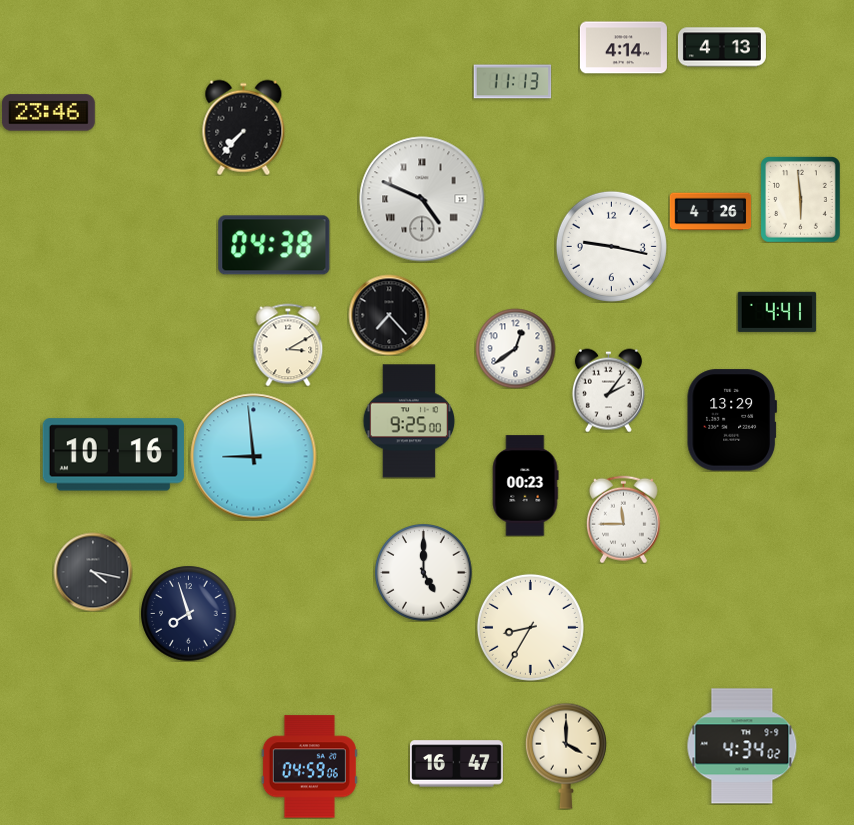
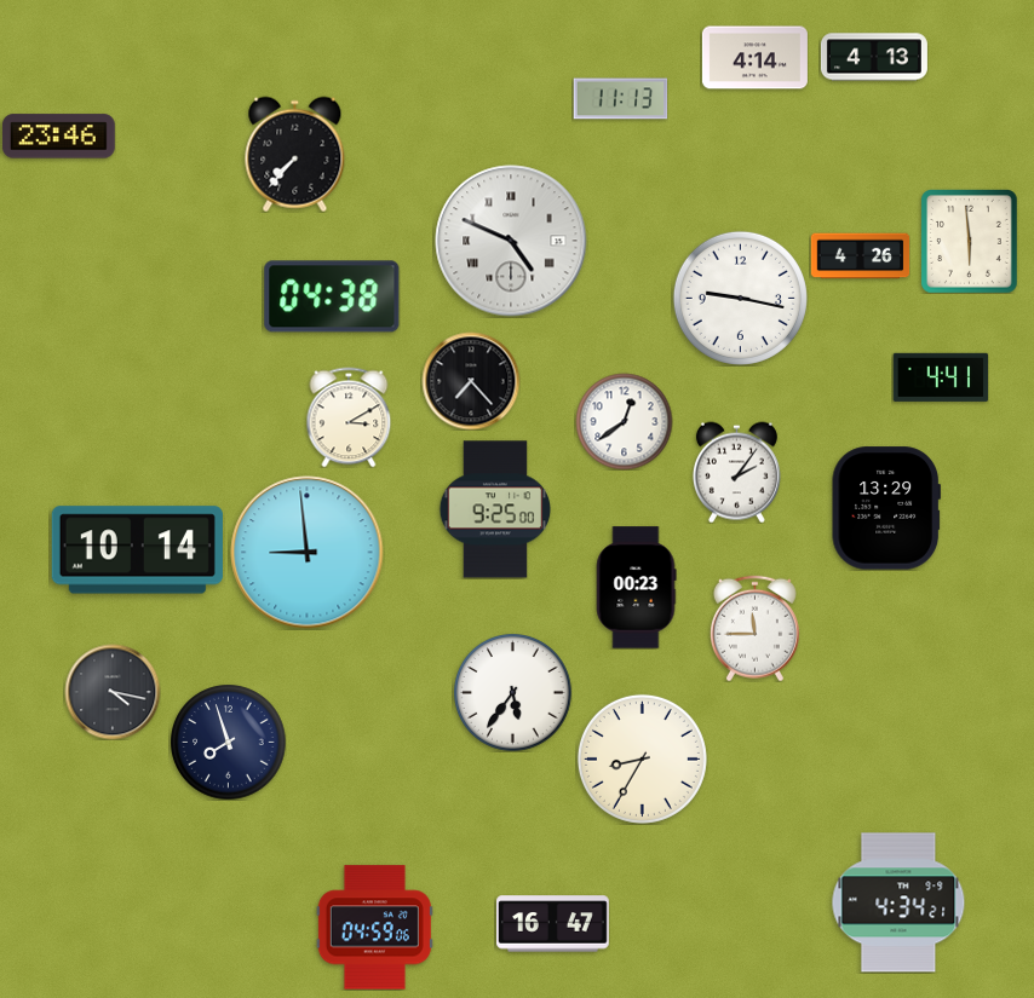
clock at (113, 455): 10:16 -> 10:14
clock at (424, 573): 5:00 -> 5:36
clock at (742, 746): 4:34:02 -> 4:34:21
clock at (566, 756): 4:00 -> none
